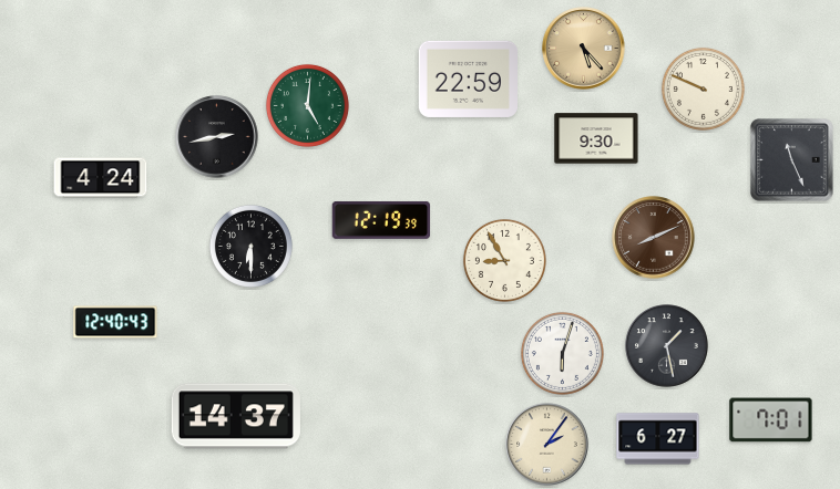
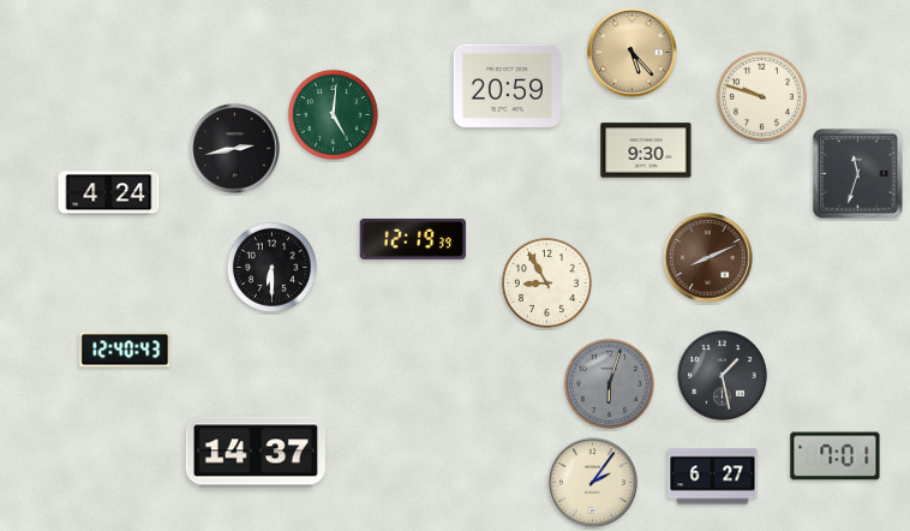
clock at (468, 79): 22:59 -> 20:59
clock at (703, 89): 9:49 -> 9:48
clock at (792, 160): 11:26 -> 11:33
clock at (562, 353) dial: white -> grey
